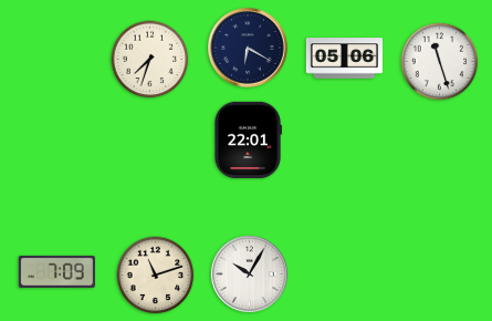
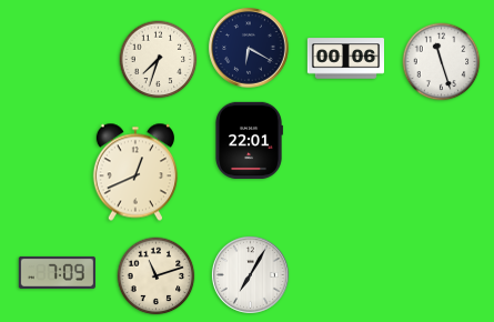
clock at (344, 59): 05:06 -> 00:06
clock at (150, 60) position: (150, 60) -> (159, 60)
clock at (135, 172): none -> 12:41
clock at (249, 273): 10:05 -> 7:05
